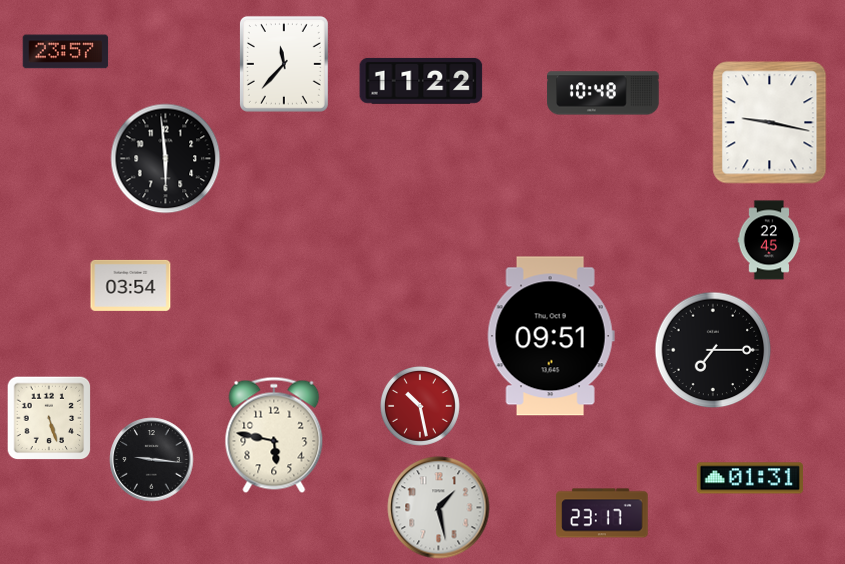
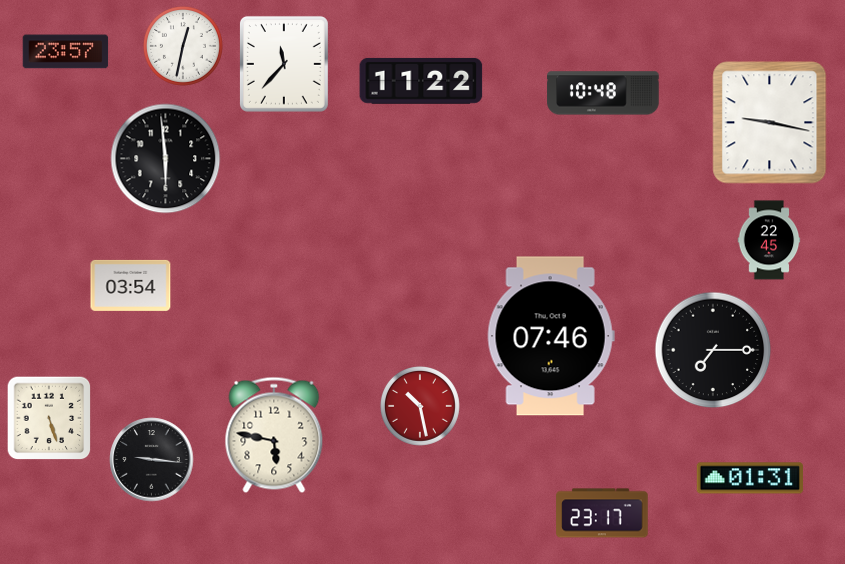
clock at (183, 46): none -> 12:32
clock at (551, 336): 09:51 -> 07:46
clock at (439, 508): 1:28 -> none
